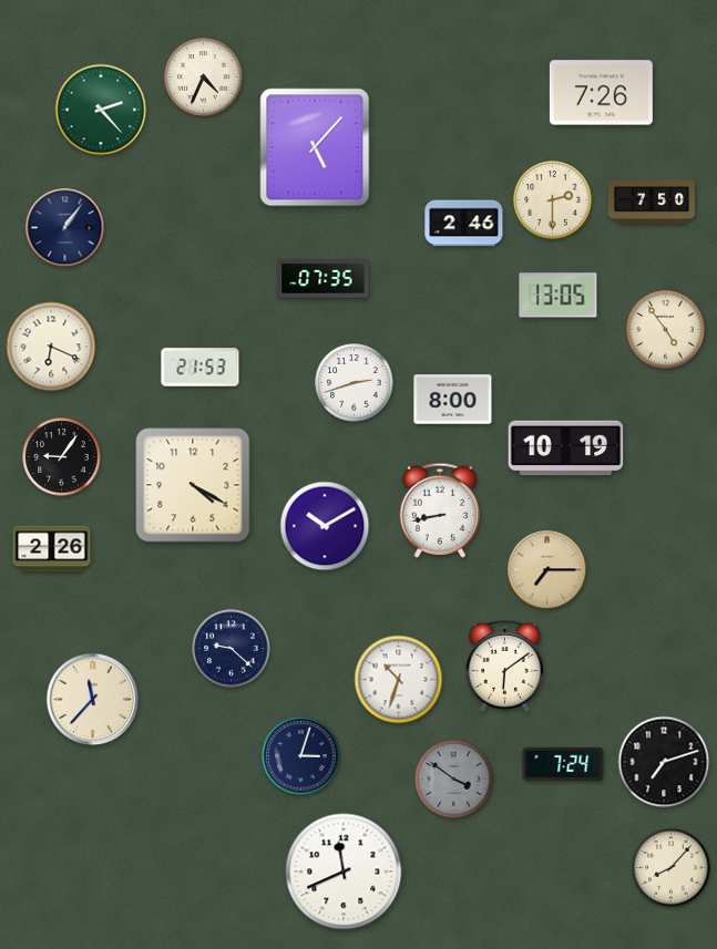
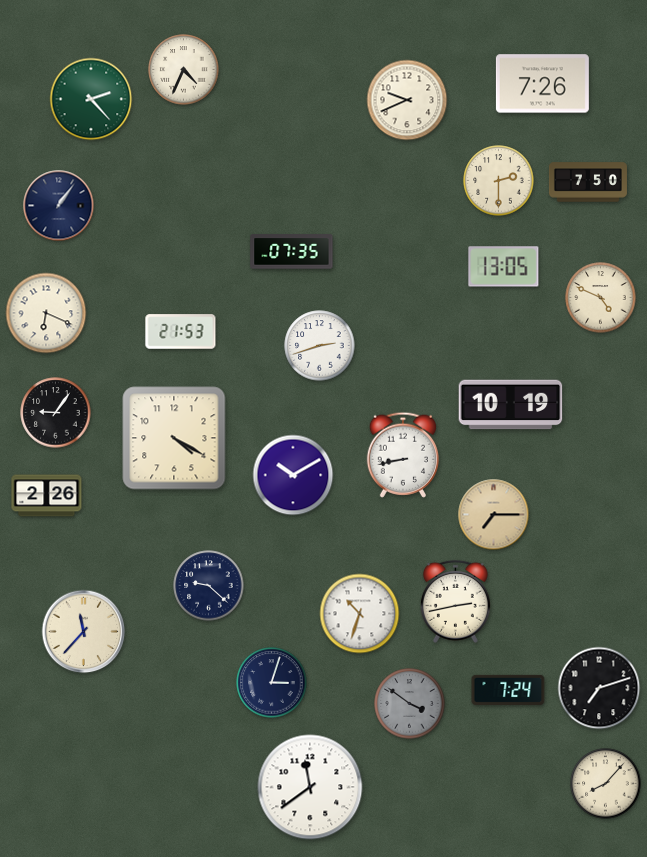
clock at (407, 100): none -> 9:41
clock at (315, 147): 5:07 -> none
clock at (464, 224): 2:46 -> none
clock at (666, 330): 4:54 -> 4:49
clock at (453, 400): 8:00 -> none
clock at (439, 510) position: (439, 510) -> (402, 455)
clock at (504, 666): 6:09 -> 2:43
clock at (344, 871): 11:41 -> 11:39
